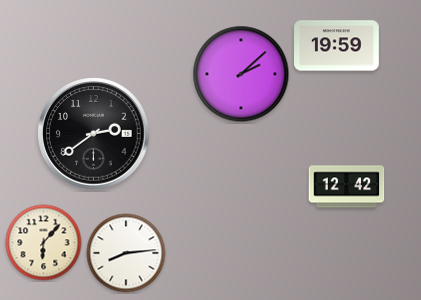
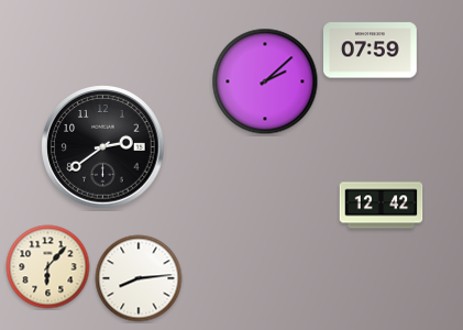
clock at (337, 46): 19:59 -> 07:59
